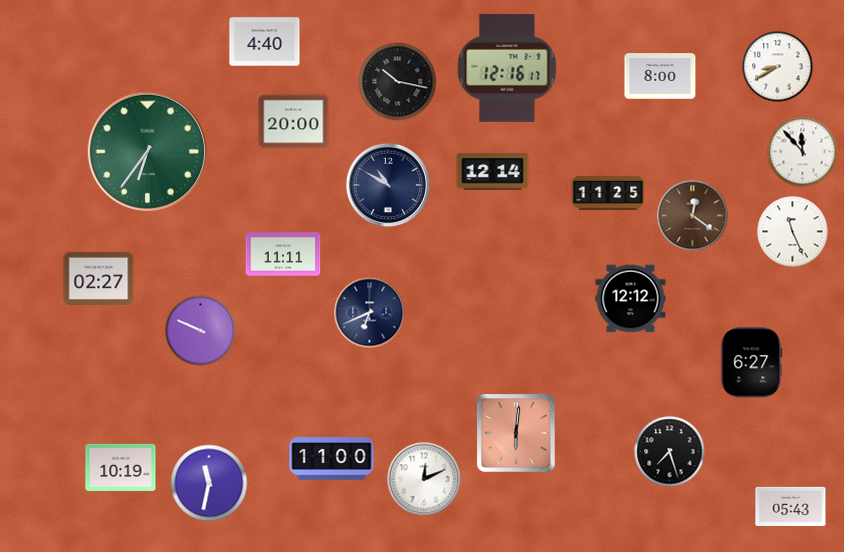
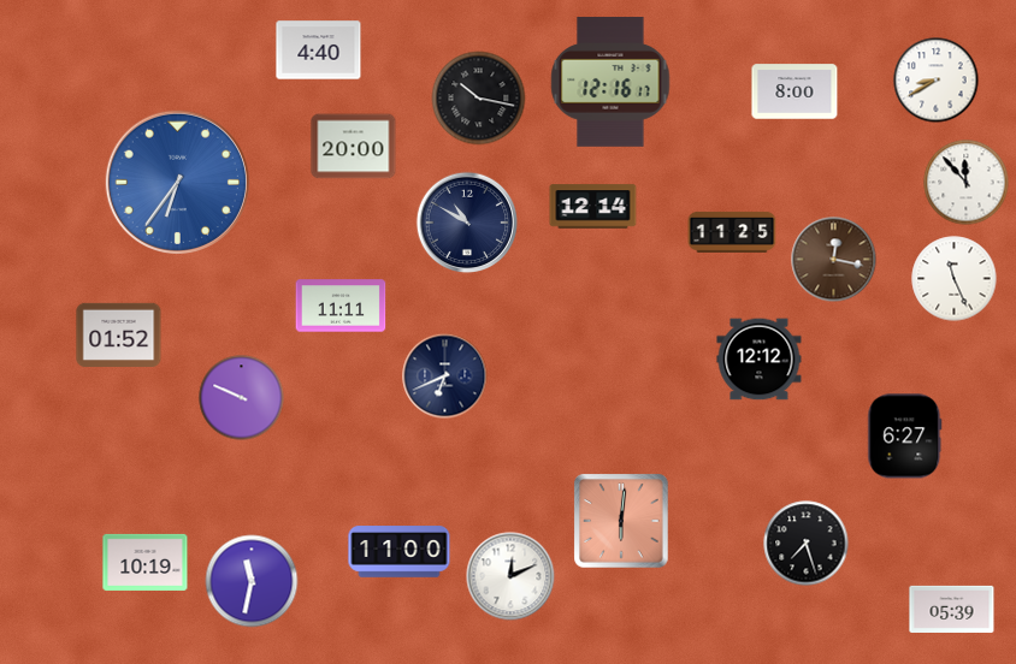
clock at (147, 151) dial: green -> blue
clock at (693, 216): 12:21 -> 12:17
clock at (99, 278): 02:27 -> 01:52
clock at (791, 506): 05:43 -> 05:39
